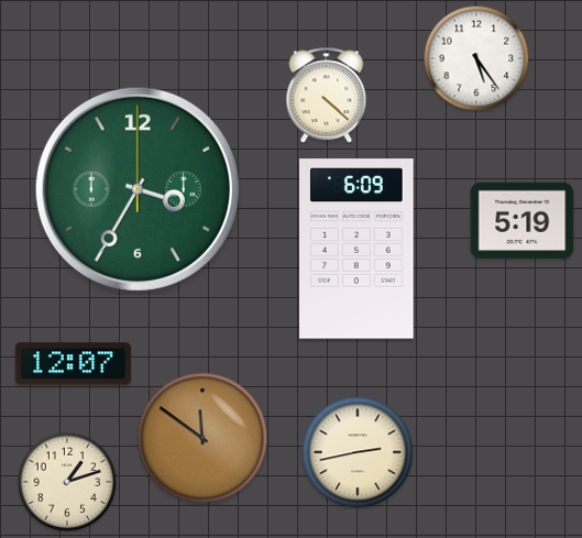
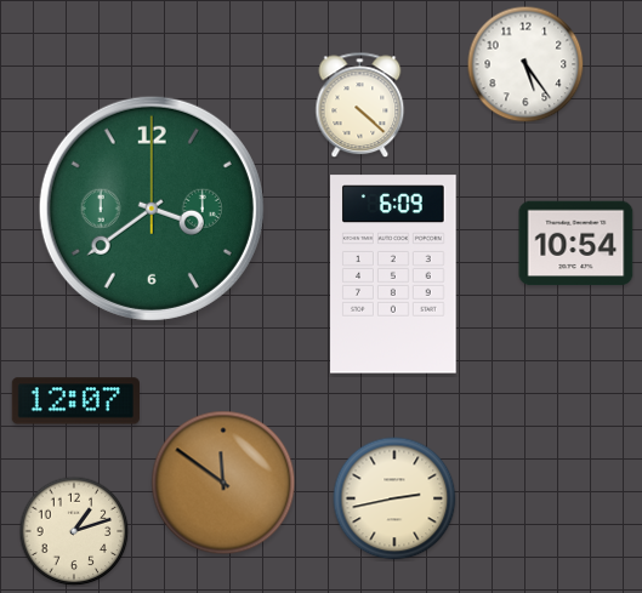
clock at (138, 189): 3:35 -> 3:39
clock at (523, 221): 5:19 -> 10:54
clock at (73, 364) position: (73, 364) -> (75, 401)
